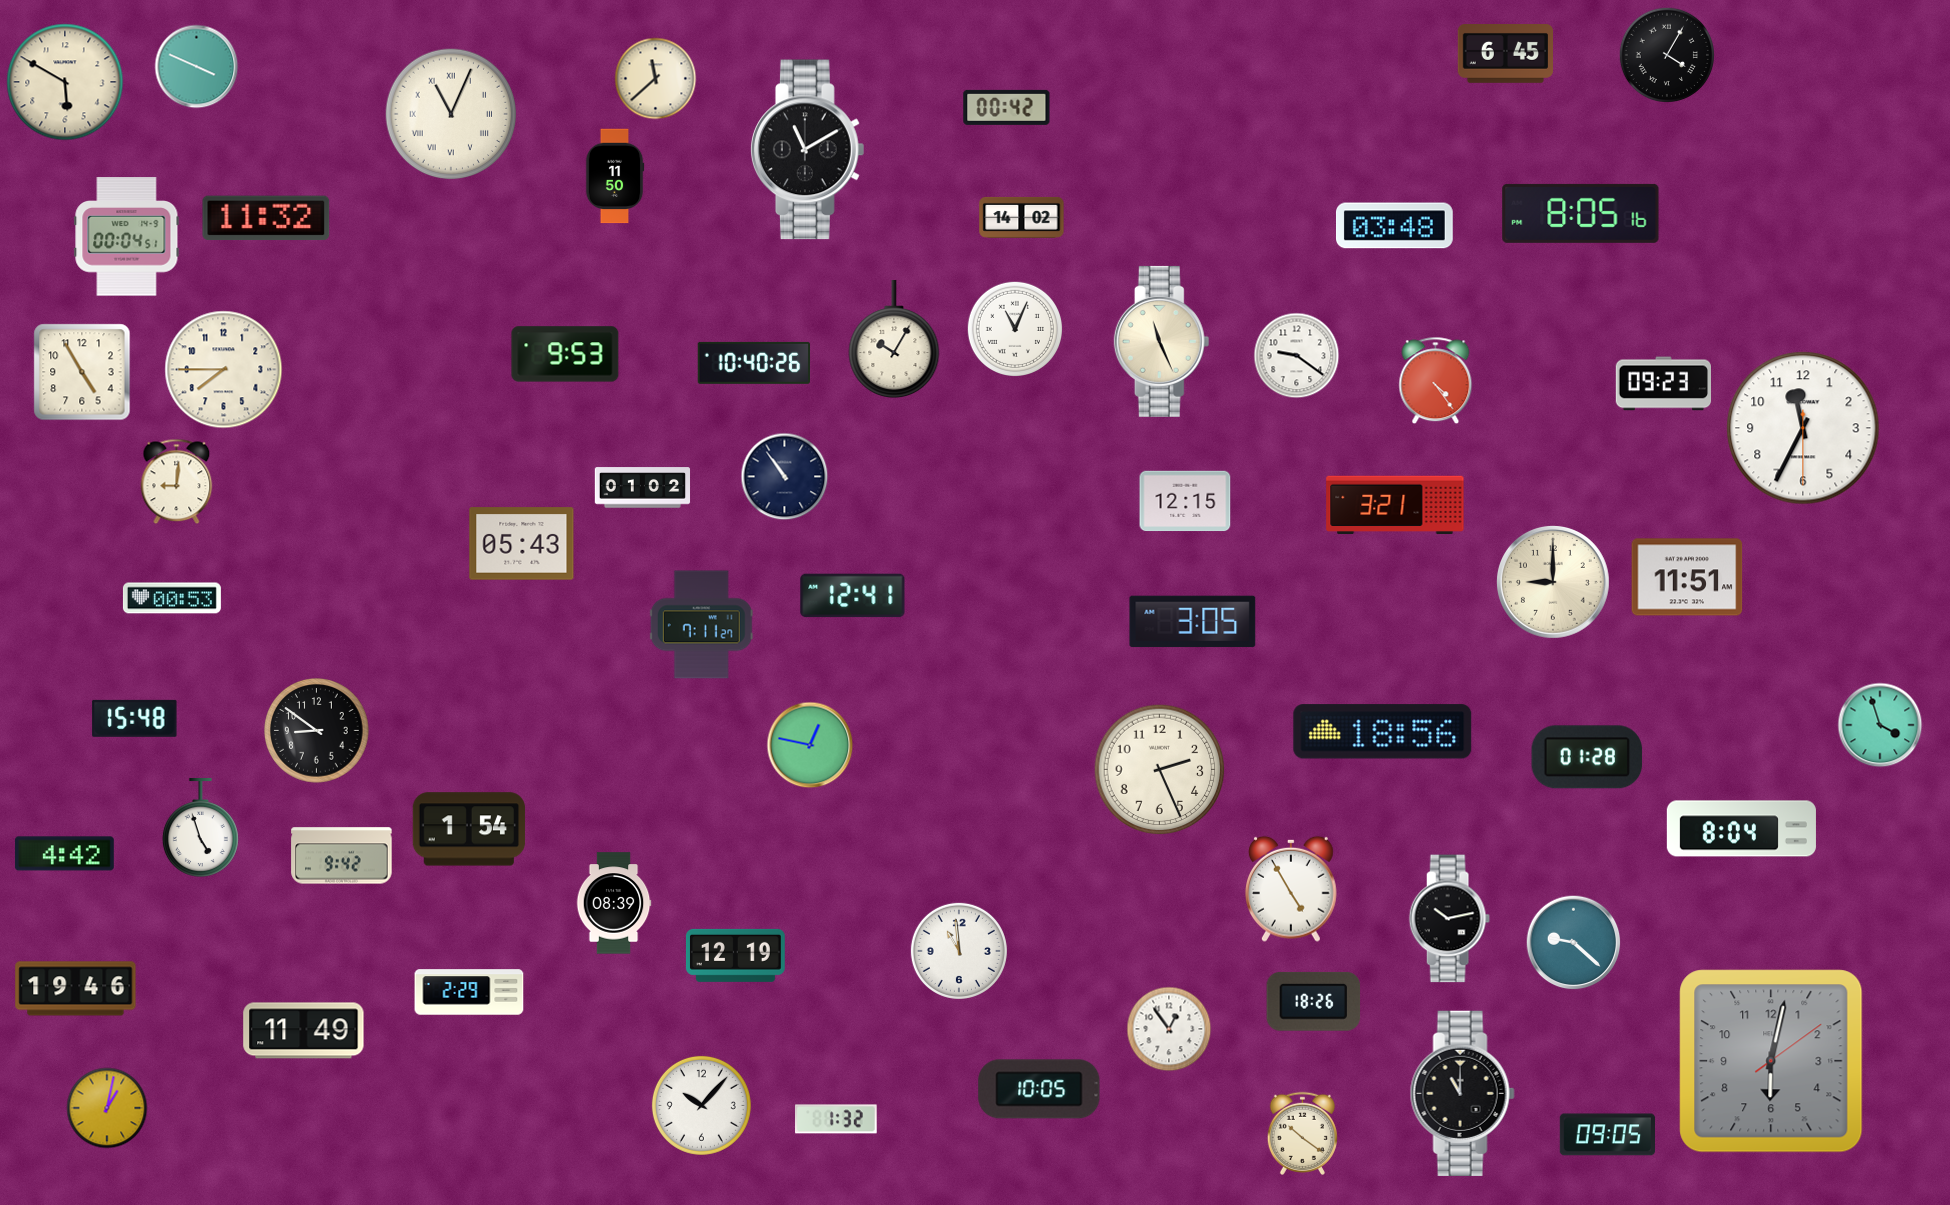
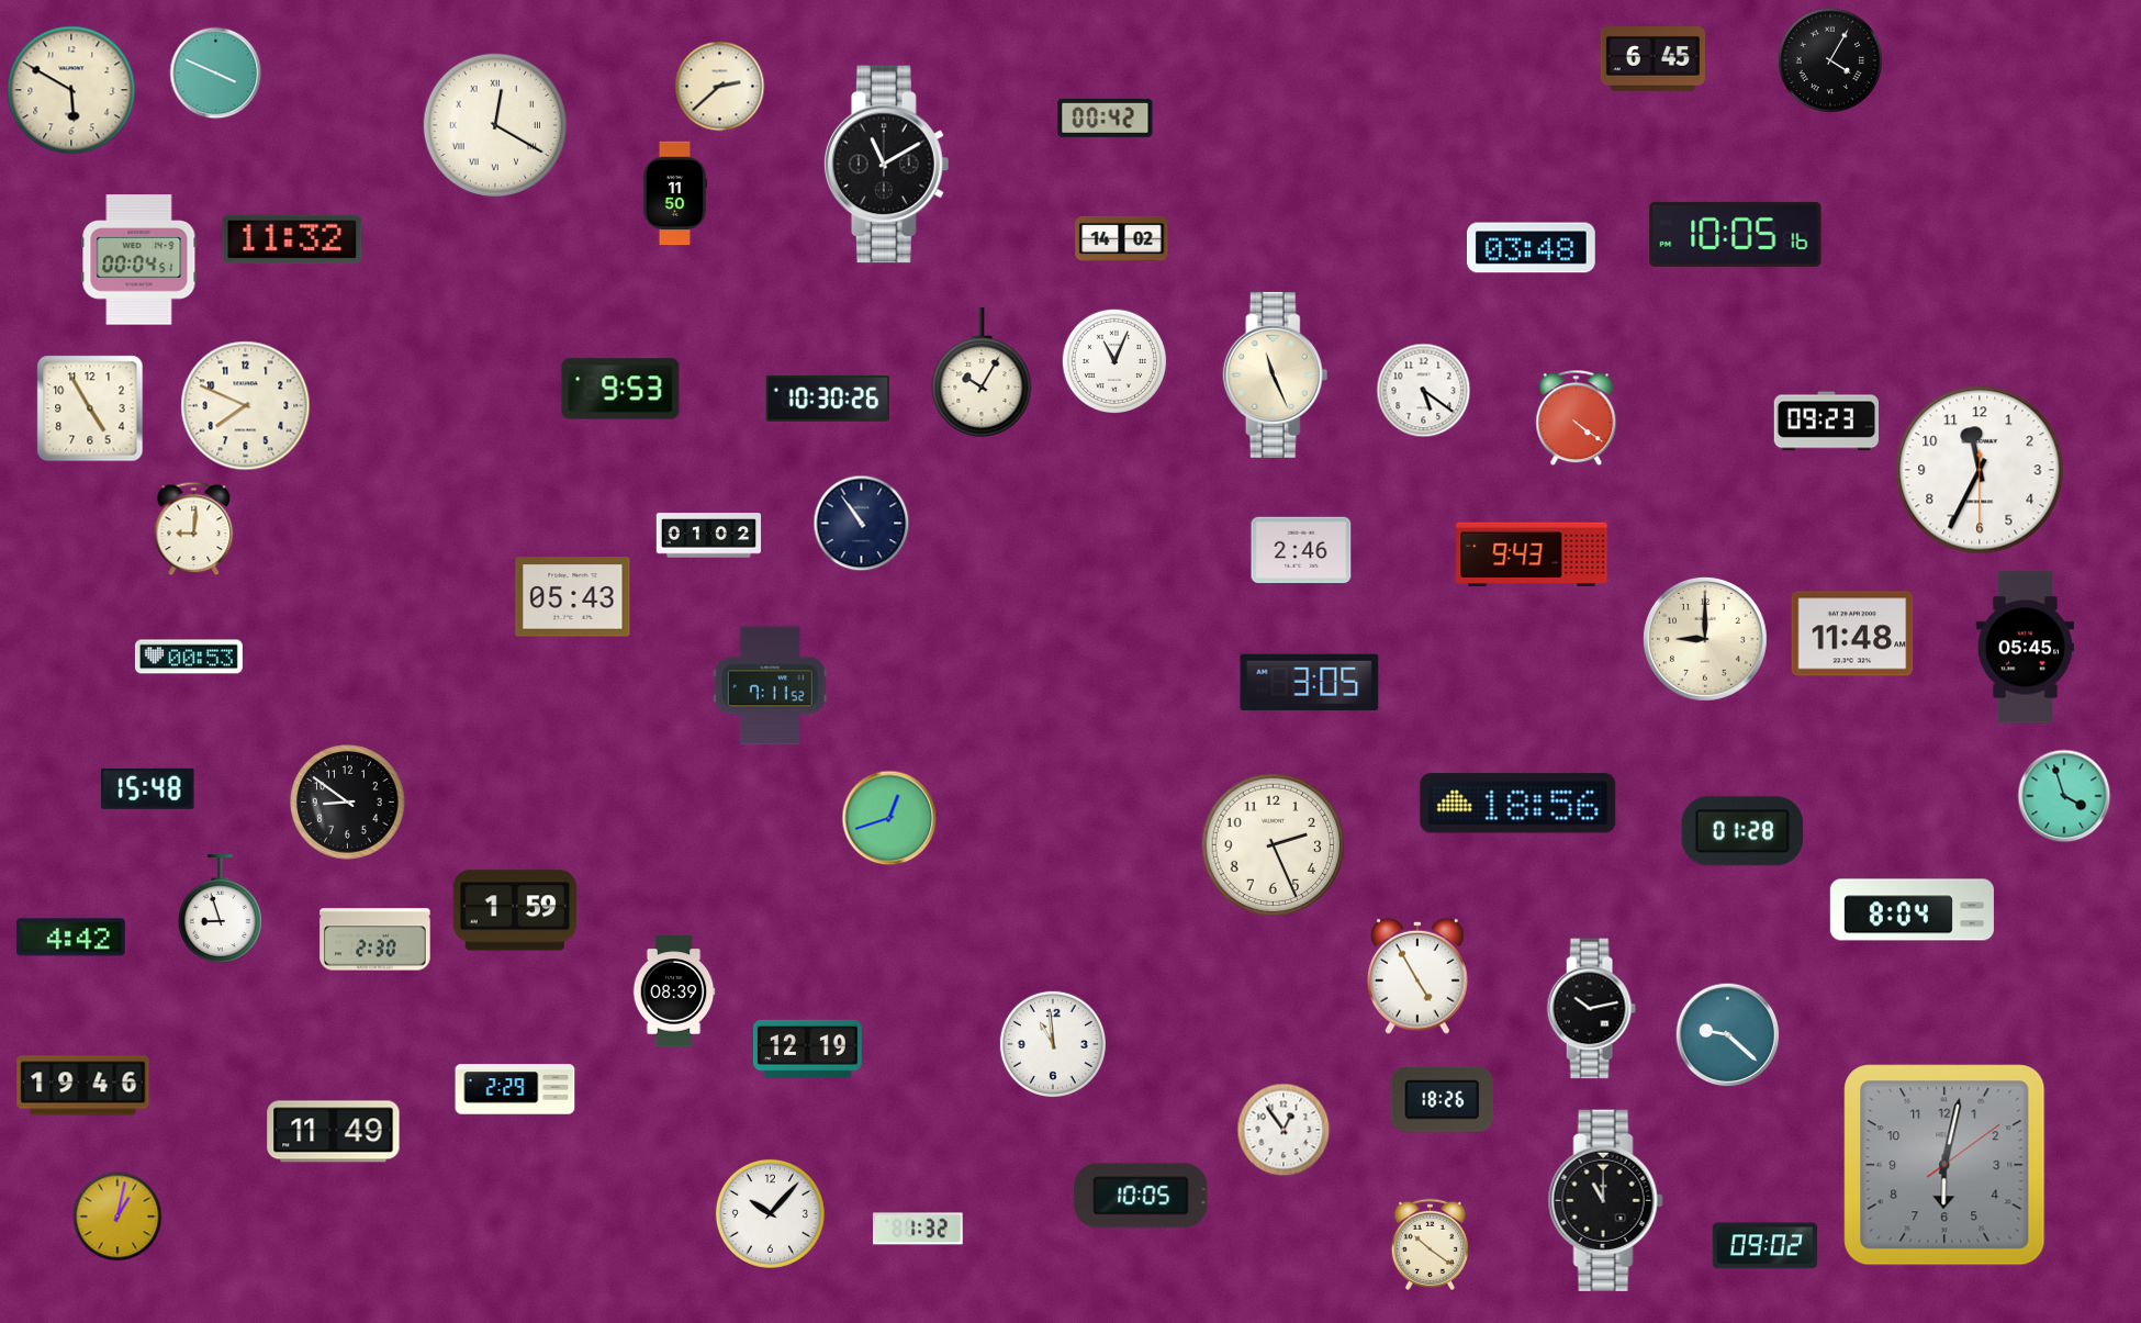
clock at (656, 79): 11:38 -> 2:38
clock at (451, 114): 11:04 -> 12:20
clock at (1581, 213): 8:05 -> 10:05
clock at (1297, 356): 9:21 -> 5:21
clock at (753, 363): 10:40 -> 10:30
clock at (224, 370): 7:45 -> 7:49
clock at (1436, 381): 4:24 -> 4:21
clock at (643, 488) position: (643, 488) -> (709, 536)
clock at (1185, 501): 12:15 -> 2:46
clock at (1395, 504): 3:21 -> 9:43
clock at (1687, 577): 11:51 -> 11:48
clock at (2025, 648): none -> 05:45
clock at (853, 596): 12:41 -> none
clock at (701, 625): 7:11:27 -> 7:11:52
clock at (810, 745): 12:47 -> 12:42
clock at (200, 828): 4:57 -> 8:57
clock at (469, 829): 1:54 -> 1:59
clock at (342, 856): 9:42 -> 2:30
clock at (1607, 1135): 09:05 -> 09:02
